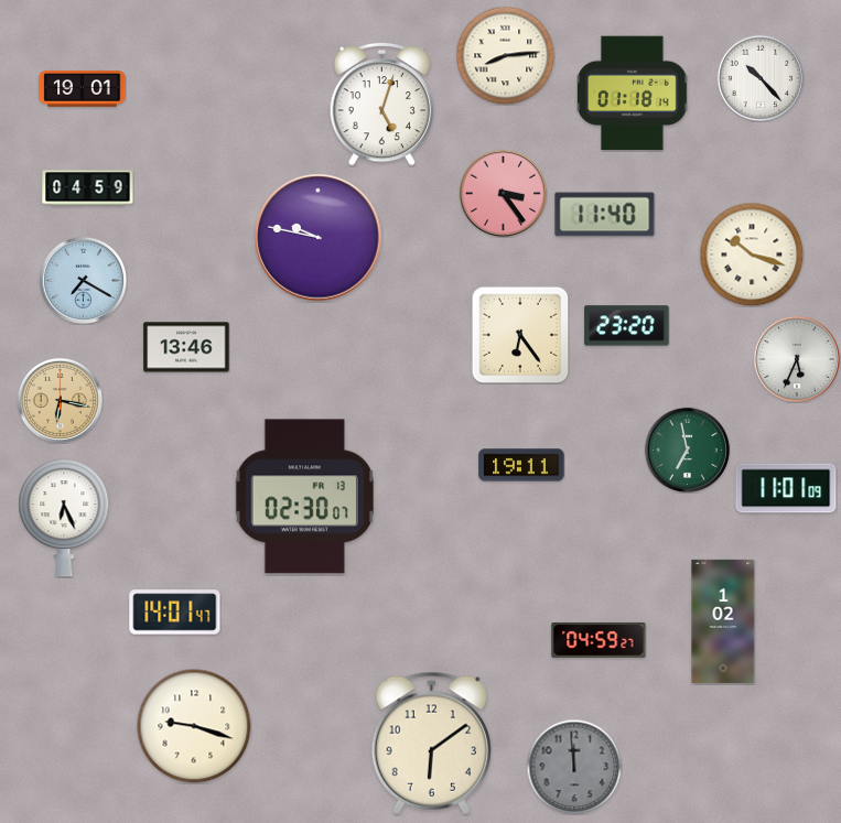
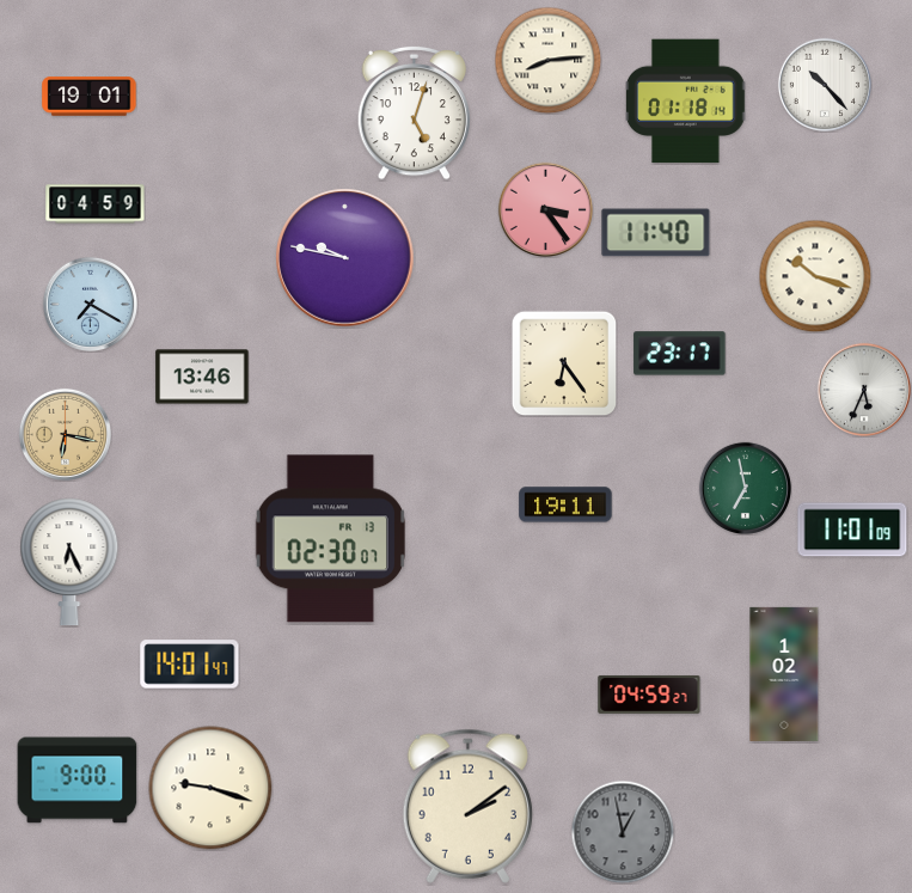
clock at (627, 326): 23:20 -> 23:17
clock at (78, 781): none -> 9:00
clock at (431, 743): 6:09 -> 2:09
clock at (574, 767): 11:59 -> 12:58
